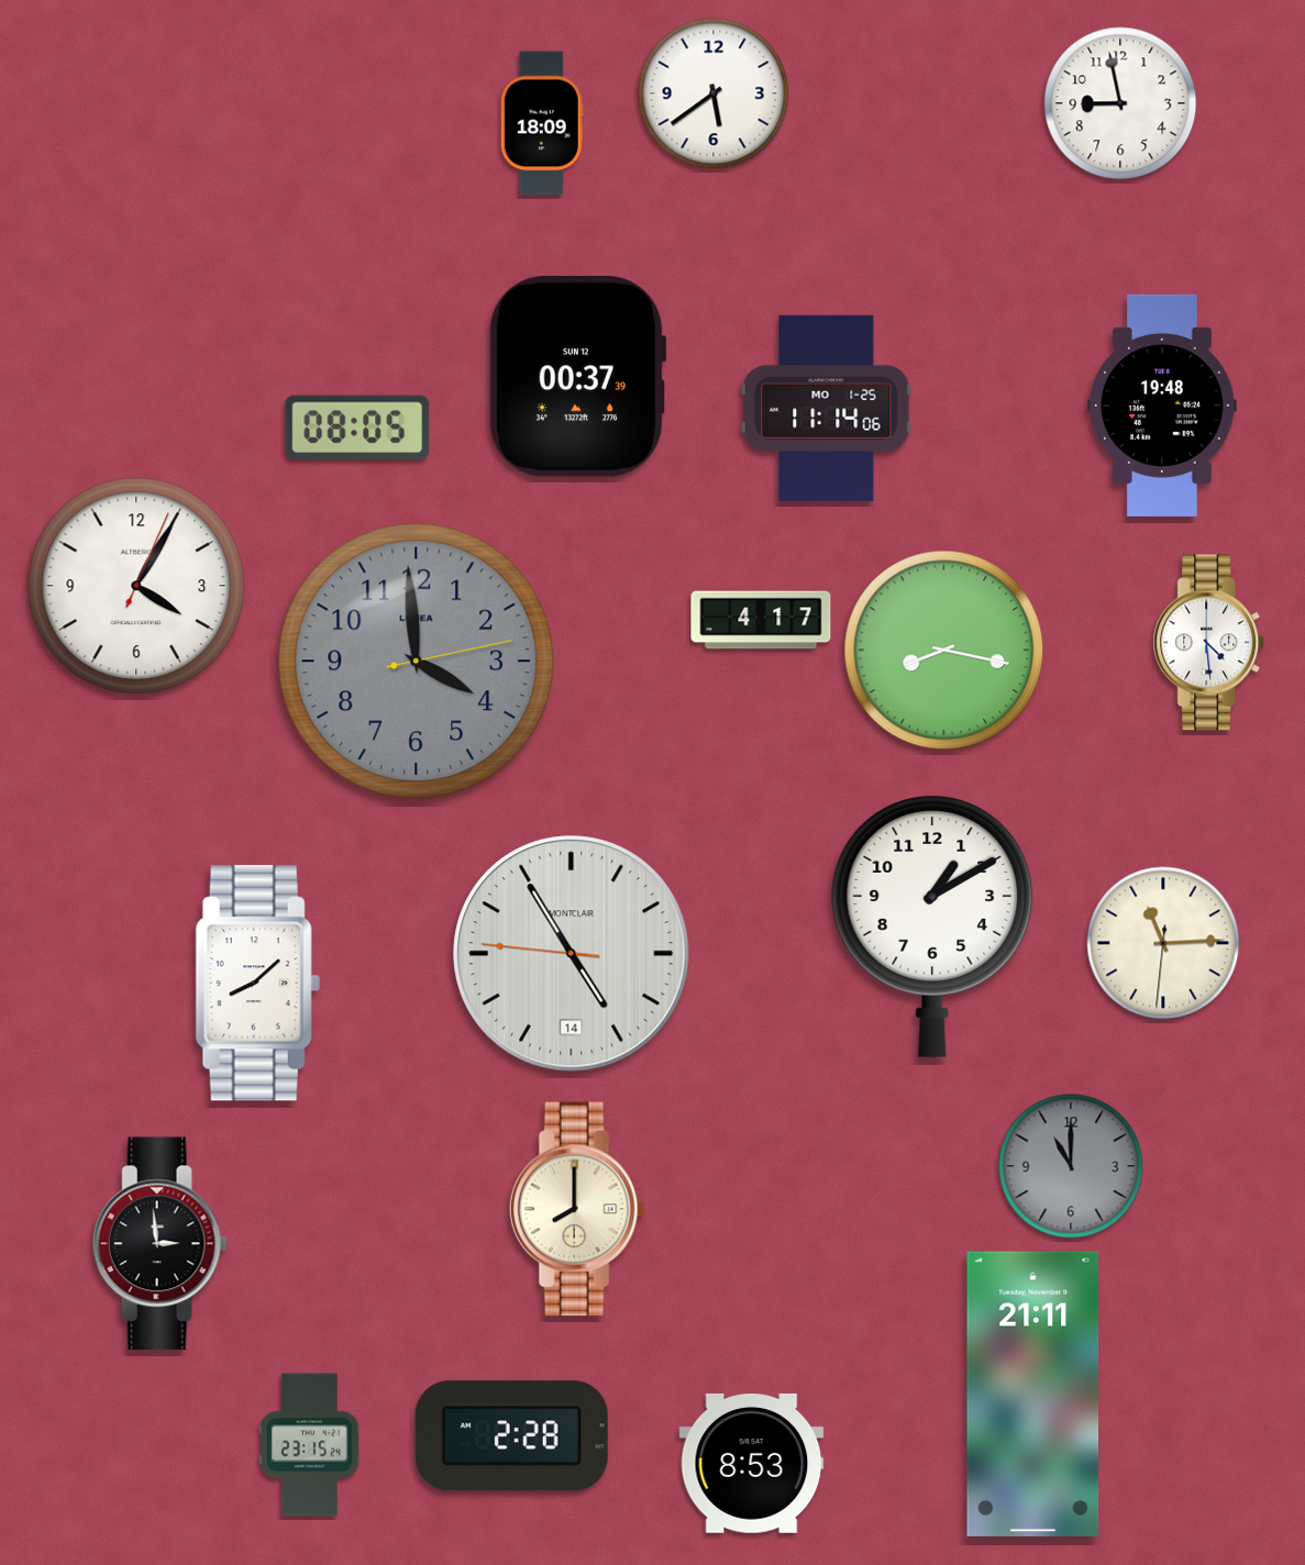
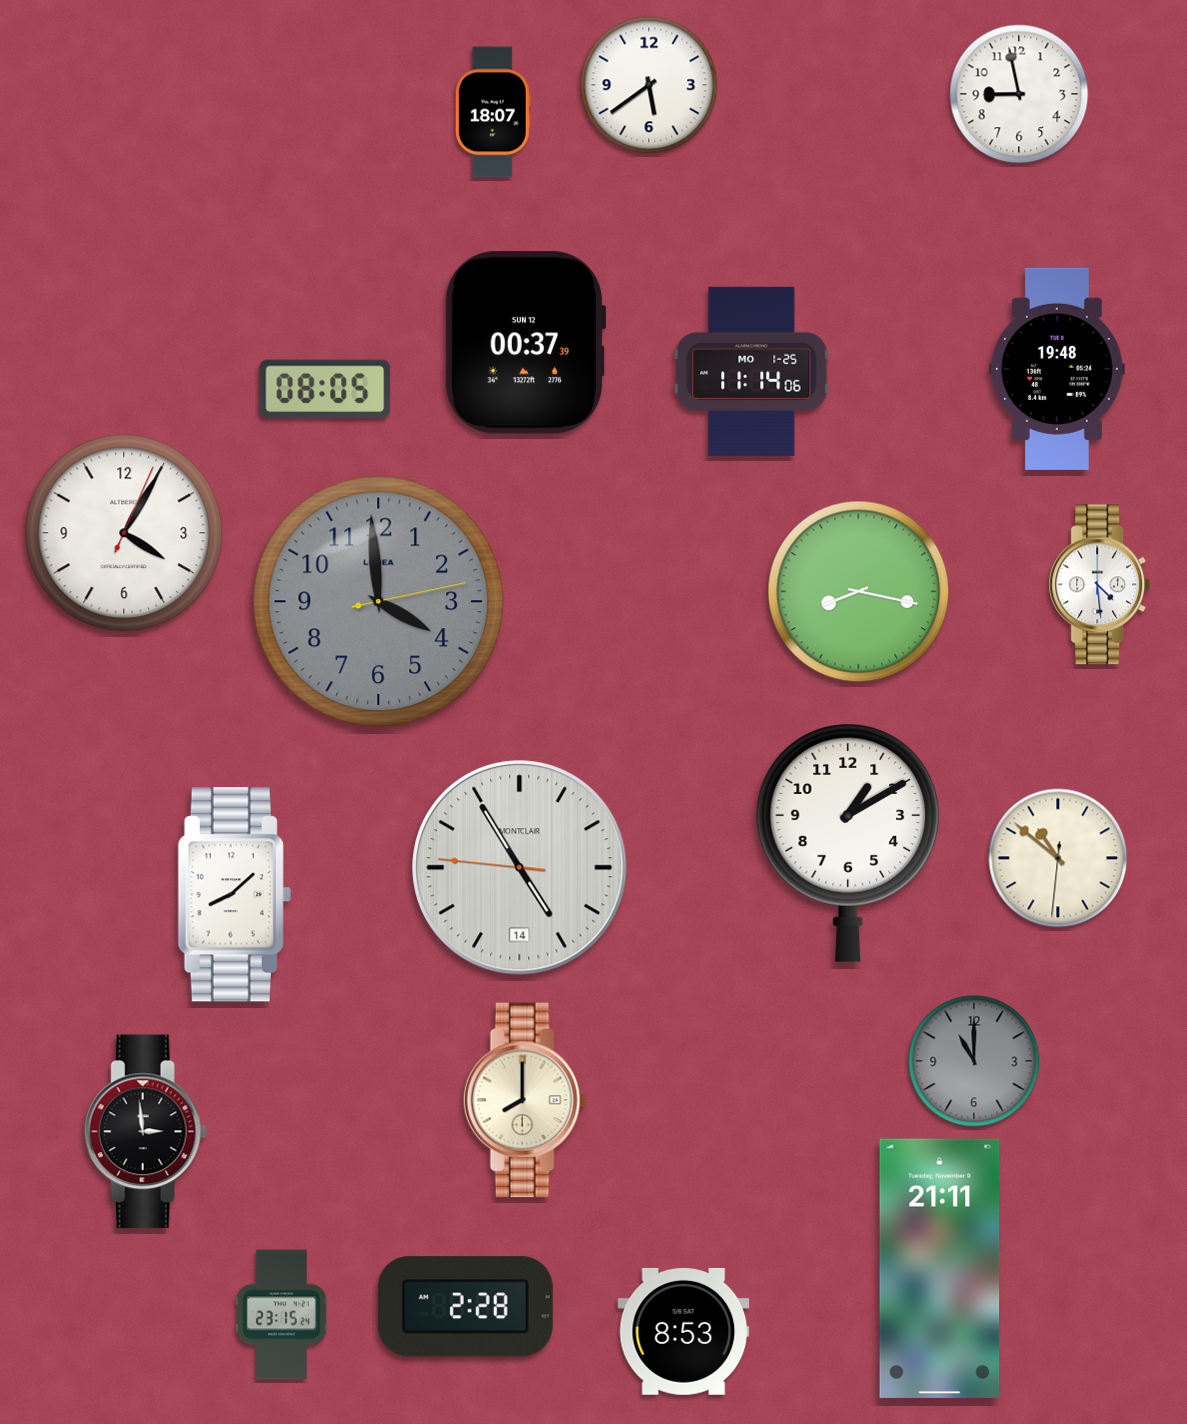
clock at (542, 123): 18:09 -> 18:07
clock at (761, 620): 4:17 -> none
clock at (1163, 943): 11:14 -> 10:51
